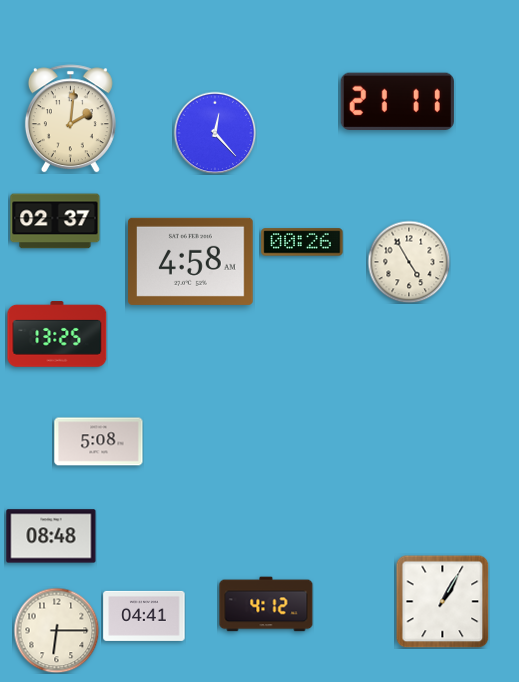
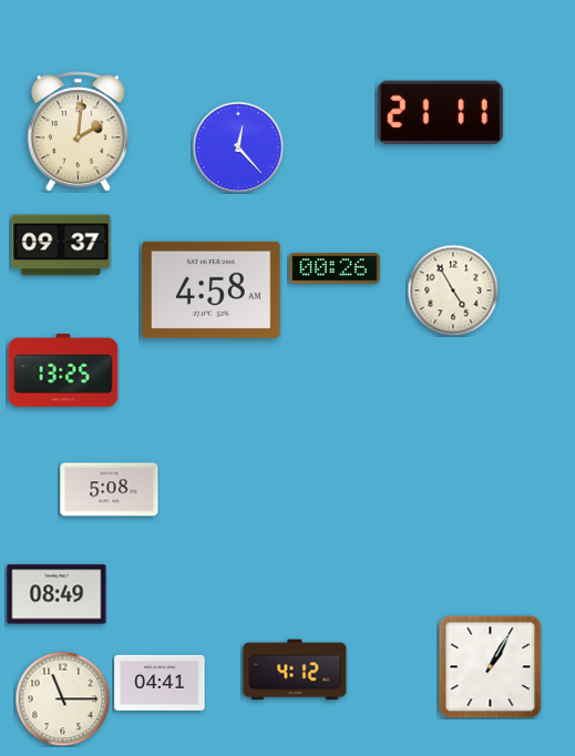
clock at (55, 221): 02:37 -> 09:37
clock at (51, 536): 08:48 -> 08:49
clock at (56, 630): 6:15 -> 11:15
